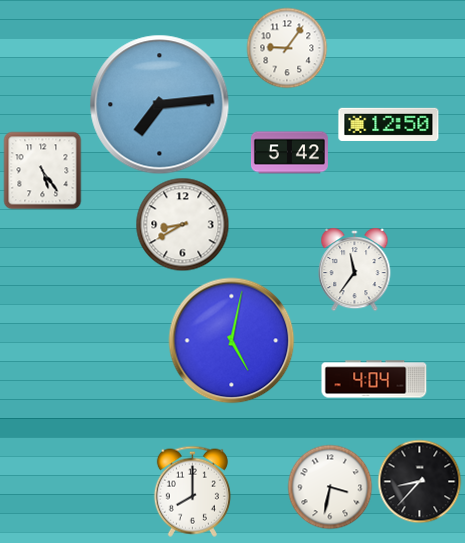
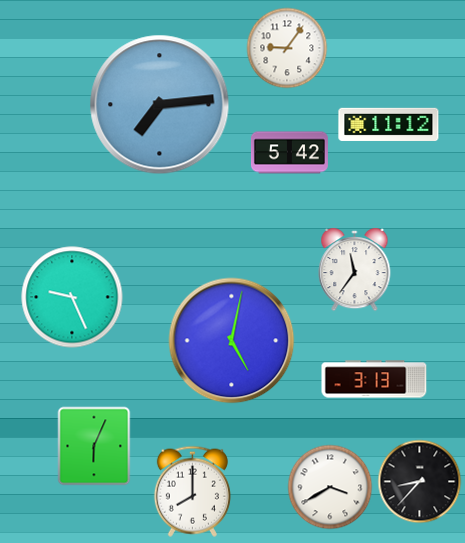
clock at (389, 124): 12:50 -> 11:12
clock at (42, 170): 5:24 -> none
clock at (182, 224): 8:40 -> none
clock at (72, 297): none -> 9:26
clock at (374, 379): 4:04 -> 3:13
clock at (94, 446): none -> 6:04
clock at (330, 487): 3:32 -> 3:40
